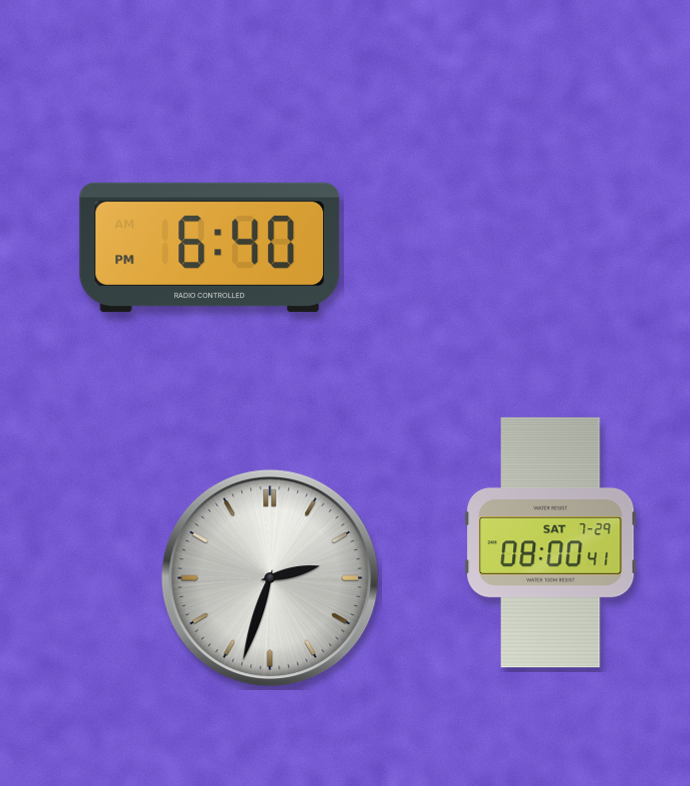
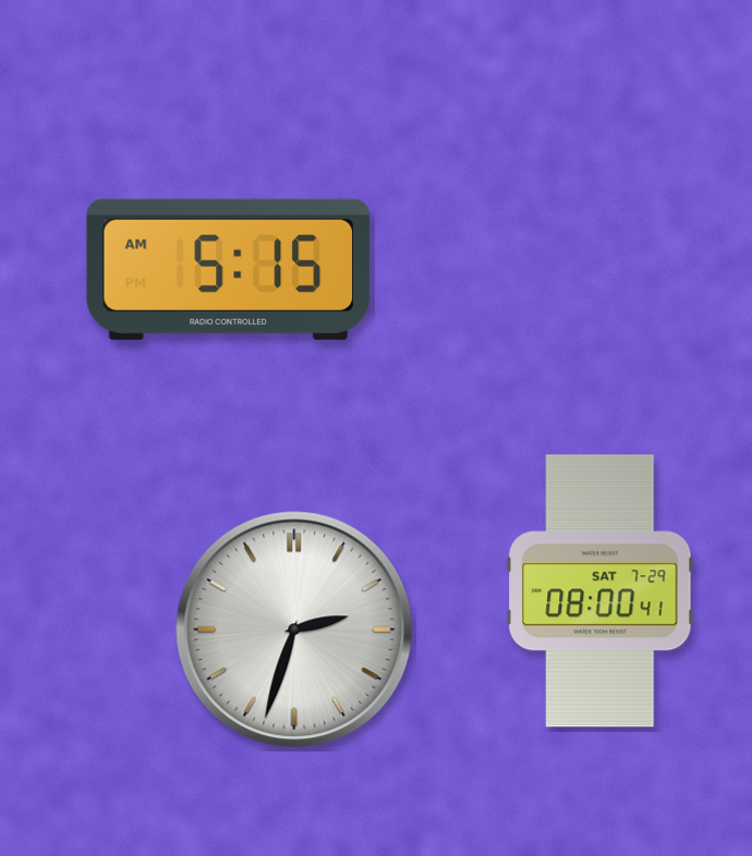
clock at (210, 247): 6:40 -> 5:15
